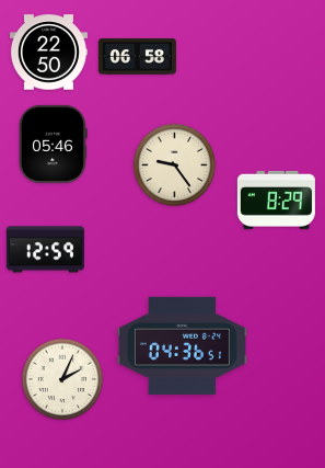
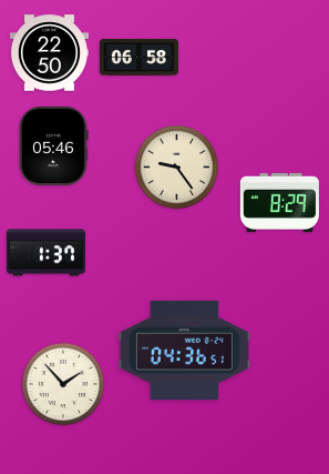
clock at (45, 250): 12:59 -> 1:37
clock at (62, 379): 2:04 -> 1:53
